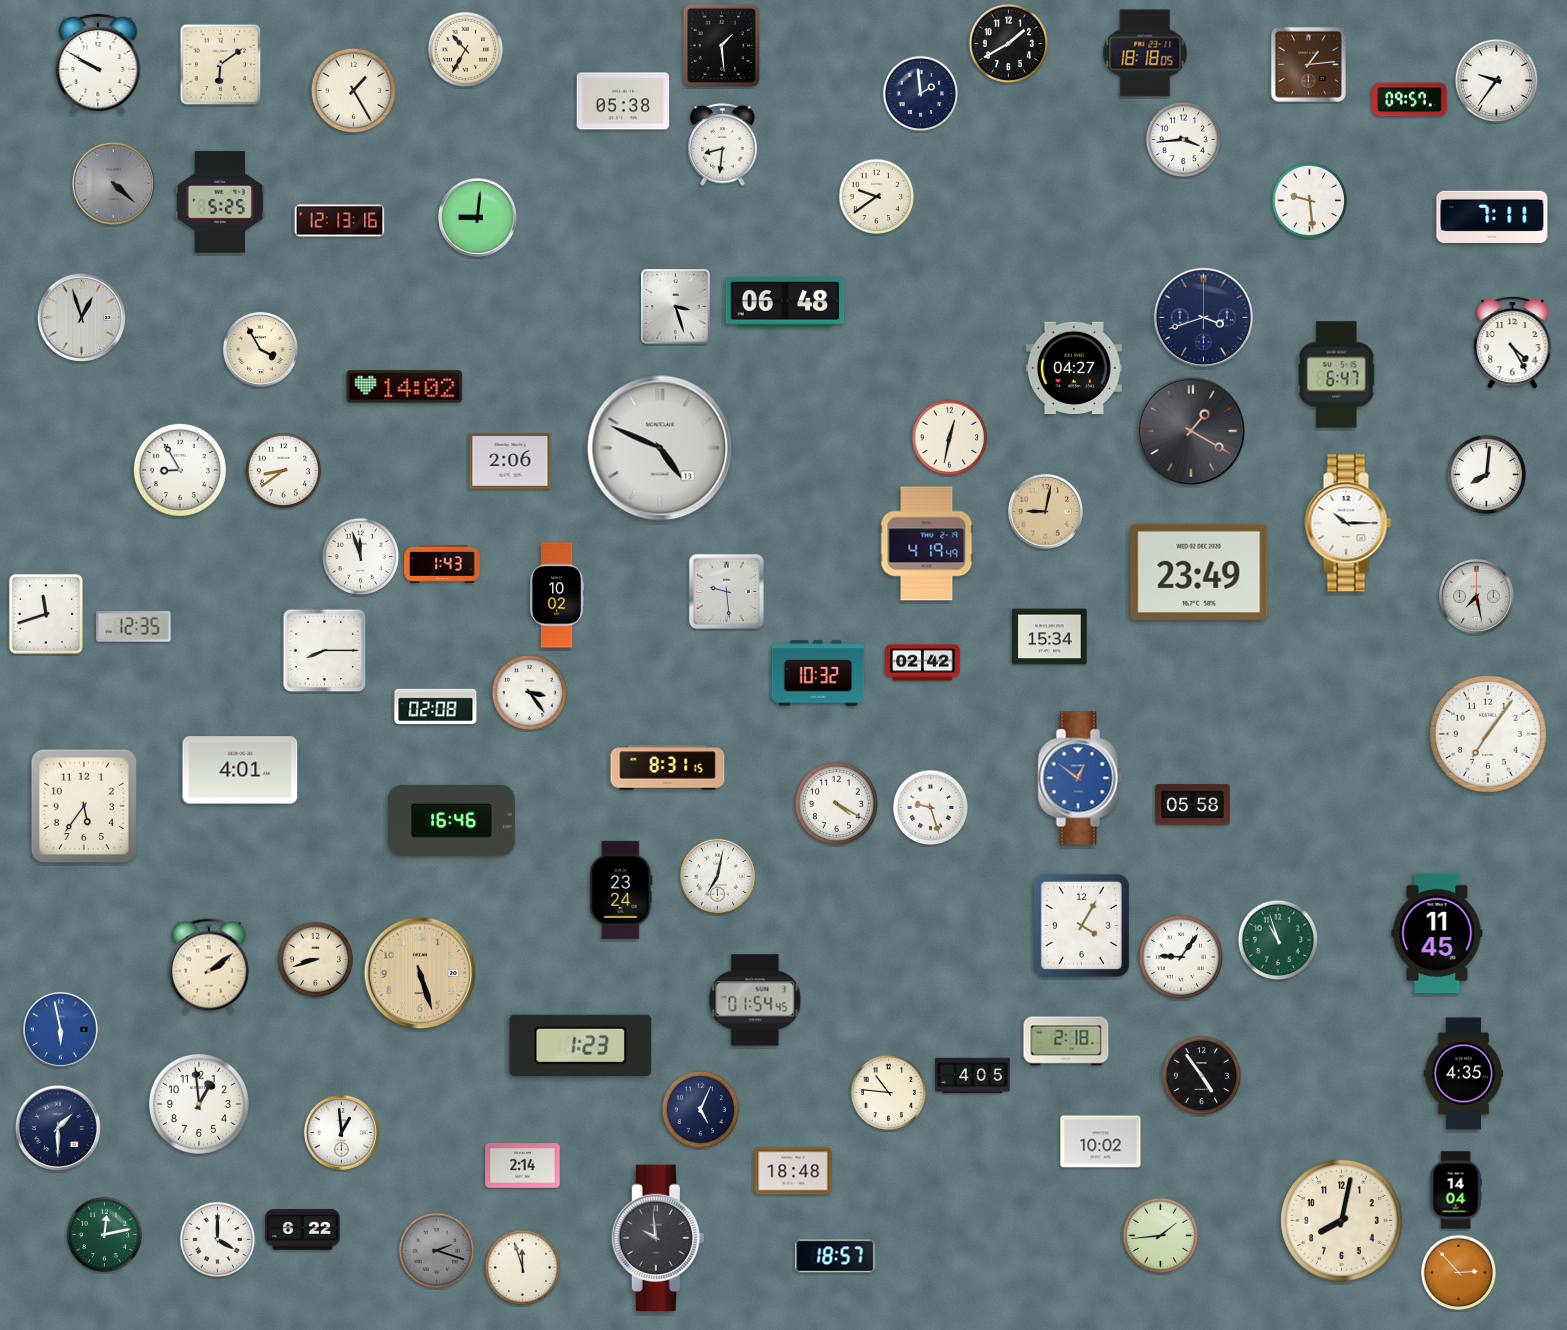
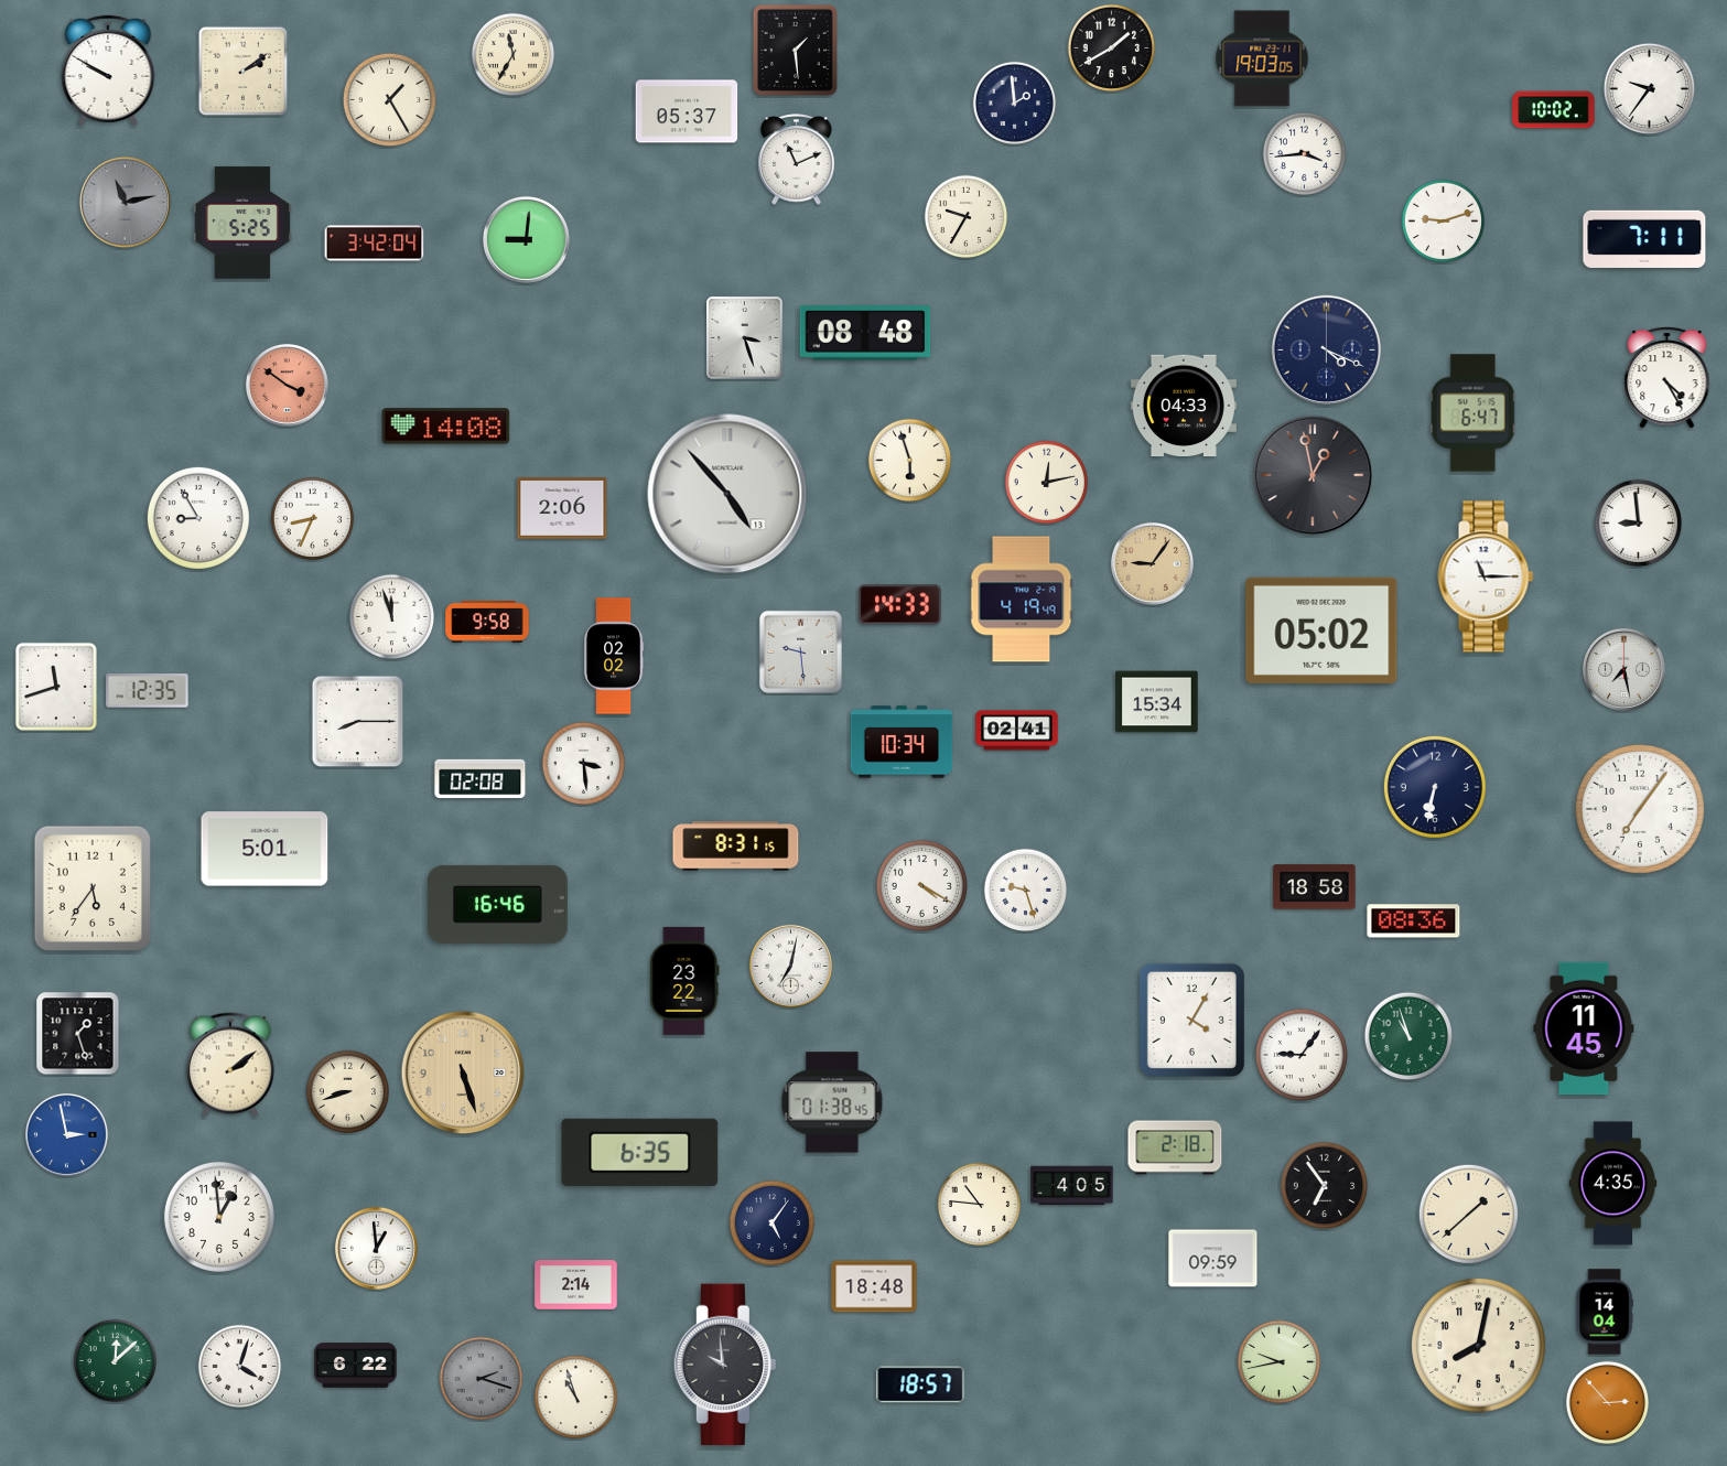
clock at (466, 50): 10:35 -> 11:35
clock at (1145, 53): 18:18 -> 19:03
clock at (1308, 64): 1:14 -> none
clock at (221, 65): 6:09 -> 2:09
clock at (1410, 100): 09:57 -> 10:02
clock at (623, 101): 05:38 -> 05:37
clock at (723, 145): 8:31 -> 11:11
clock at (113, 183): 4:22 -> 11:13
clock at (877, 197): 9:39 -> 9:35
clock at (1310, 201): 9:29 -> 9:12
clock at (340, 221): 12:13 -> 3:42
clock at (785, 302): 06:48 -> 08:48
clock at (81, 317): 12:57 -> none
clock at (1203, 317): 3:42 -> 4:19
clock at (260, 349): 3:55 -> 3:51
clock at (260, 349) dial: cream -> salmon
clock at (1074, 368): 04:27 -> 04:33
clock at (405, 387): 14:02 -> 14:08
clock at (910, 461): none -> 5:57
clock at (1191, 431): 1:20 -> 12:58
clock at (950, 438): 12:32 -> 12:13
clock at (660, 448): 4:49 -> 4:53
clock at (284, 471): 8:39 -> 8:34
clock at (1487, 475): 8:01 -> 8:59
clock at (1045, 511): 9:02 -> 9:06
clock at (1348, 523): 10:15 -> 11:15
clock at (900, 605): none -> 14:33
clock at (361, 557) position: (361, 557) -> (392, 617)
clock at (442, 565): 1:43 -> 9:58
clock at (1199, 572): 23:49 -> 05:02
clock at (557, 595): 10:02 -> 02:02
clock at (1476, 596) position: (1476, 596) -> (1623, 669)
clock at (46, 614) position: (46, 614) -> (56, 687)
clock at (325, 651) position: (325, 651) -> (358, 722)
clock at (923, 663): 02:42 -> 02:41
clock at (818, 673): 10:32 -> 10:34
clock at (530, 693): 3:24 -> 3:29
clock at (1435, 787): none -> 6:32
clock at (240, 770): 4:01 -> 5:01
clock at (1080, 778): 12:51 -> none
clock at (1193, 805): 05:58 -> 18:58
clock at (1414, 921): none -> 08:36
clock at (621, 890): 23:24 -> 23:22
clock at (78, 1034): none -> 1:27
clock at (316, 960) position: (316, 960) -> (348, 1092)
clock at (755, 1000): 01:54 -> 01:38
clock at (60, 1029): 5:58 -> 2:58
clock at (581, 1045): 1:23 -> 6:35
clock at (1202, 1076): 4:54 -> 6:54
clock at (1468, 1214): none -> 1:38
clock at (701, 1110): 5:04 -> 5:06
clock at (58, 1128): 1:30 -> none
clock at (1101, 1142): 10:02 -> 09:59
clock at (793, 1171) position: (793, 1171) -> (874, 1286)
clock at (303, 1230) position: (303, 1230) -> (356, 1366)
clock at (105, 1235): 12:13 -> 12:08
clock at (1161, 1236): 1:44 -> 9:43
clock at (218, 1240): 4:00 -> 4:03
clock at (523, 1268): 11:57 -> 10:57
